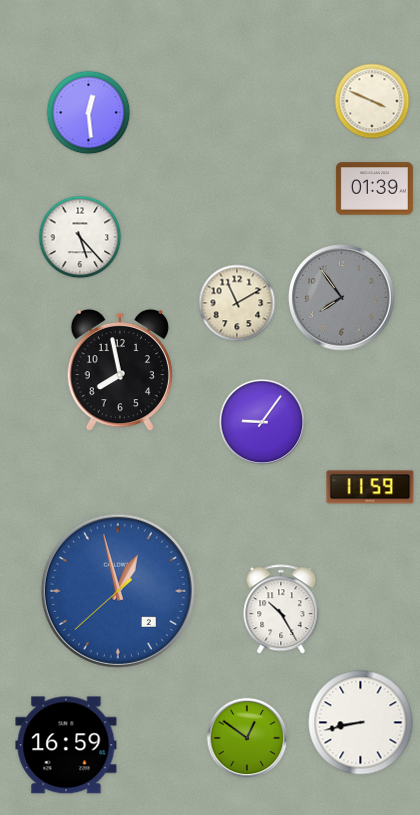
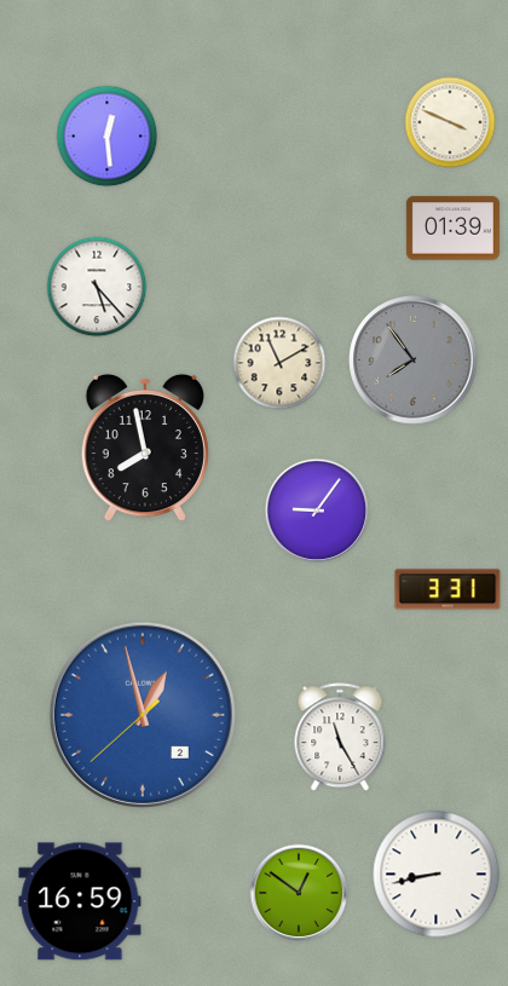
clock at (237, 303) position: (237, 303) -> (279, 363)
clock at (370, 487): 11:59 -> 3:31
clock at (281, 610): 10:25 -> 11:25
